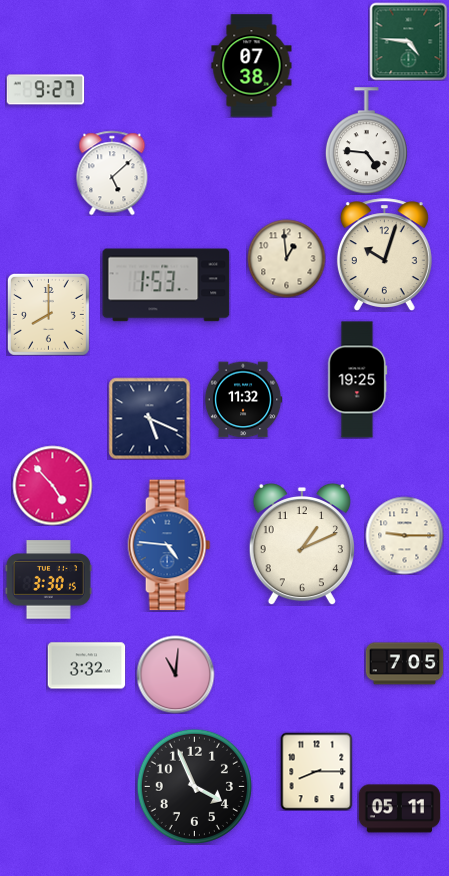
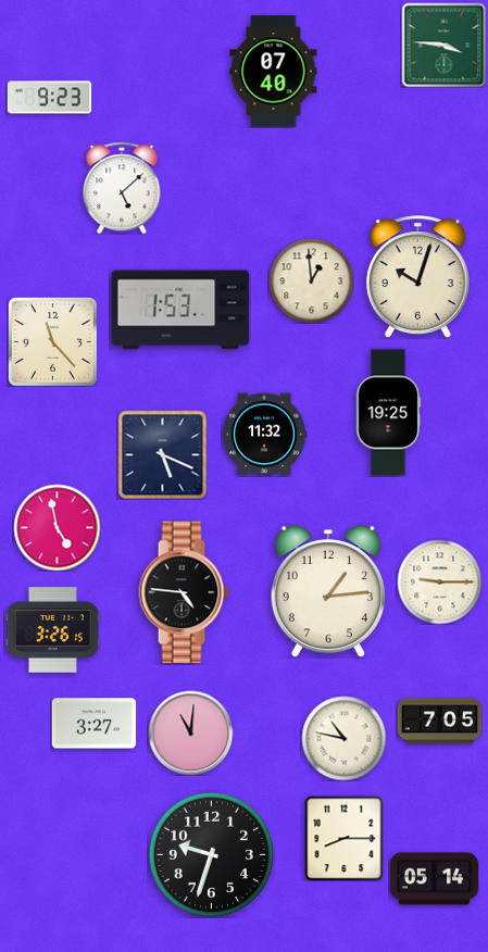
clock at (408, 41): 4:46 -> 3:46
clock at (252, 66): 07:38 -> 07:40
clock at (45, 90): 9:27 -> 9:23
clock at (366, 141): 4:46 -> none
clock at (48, 314): 8:00 -> 11:23
clock at (52, 485): 4:53 -> 4:58
clock at (302, 544): 1:11 -> 1:14
clock at (169, 545) dial: blue -> black
clock at (48, 580): 3:30 -> 3:26
clock at (86, 666): 3:32 -> 3:27
clock at (343, 738): none -> 10:47
clock at (194, 786): 3:56 -> 9:33
clock at (399, 809): 05:11 -> 05:14
